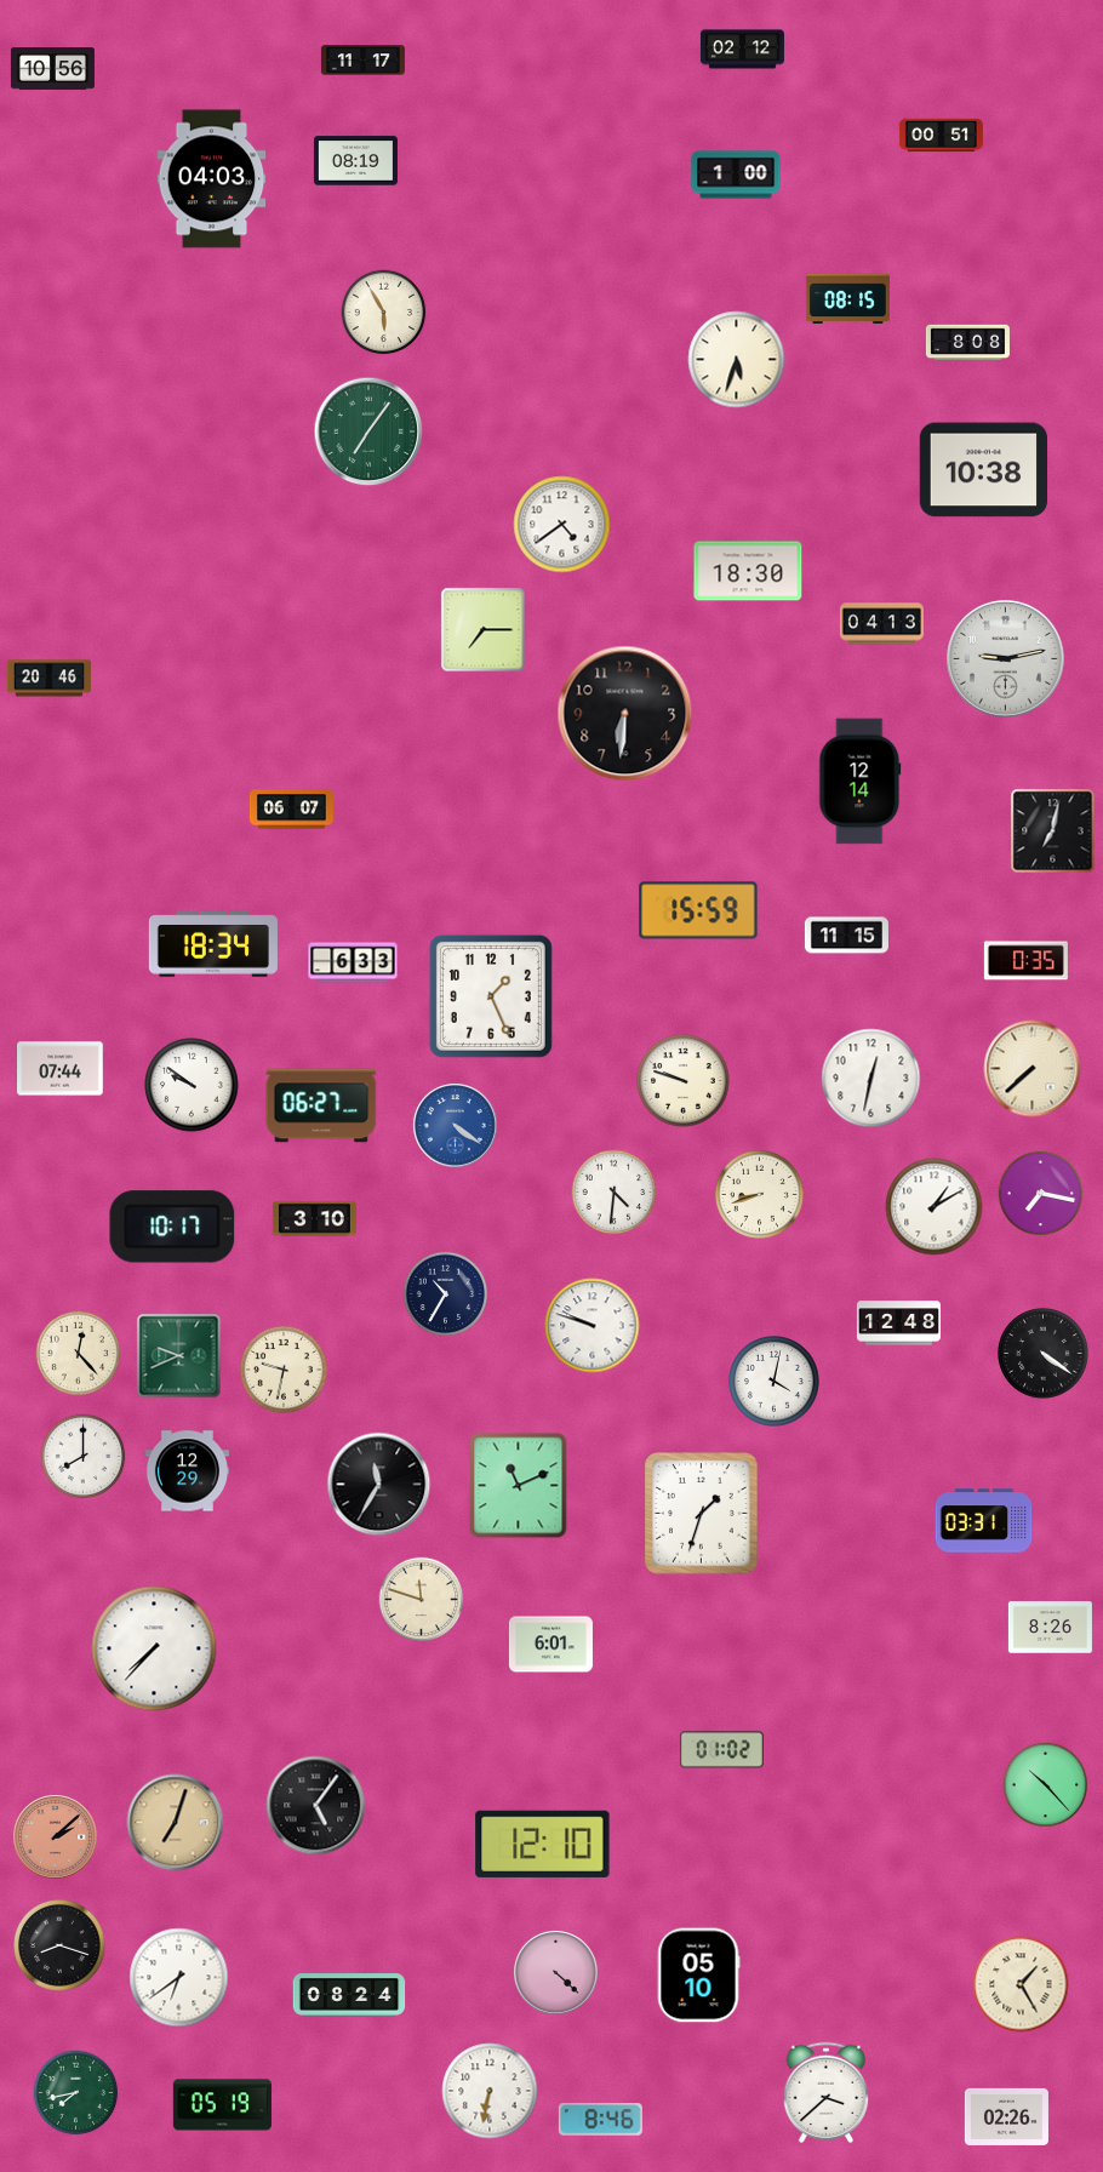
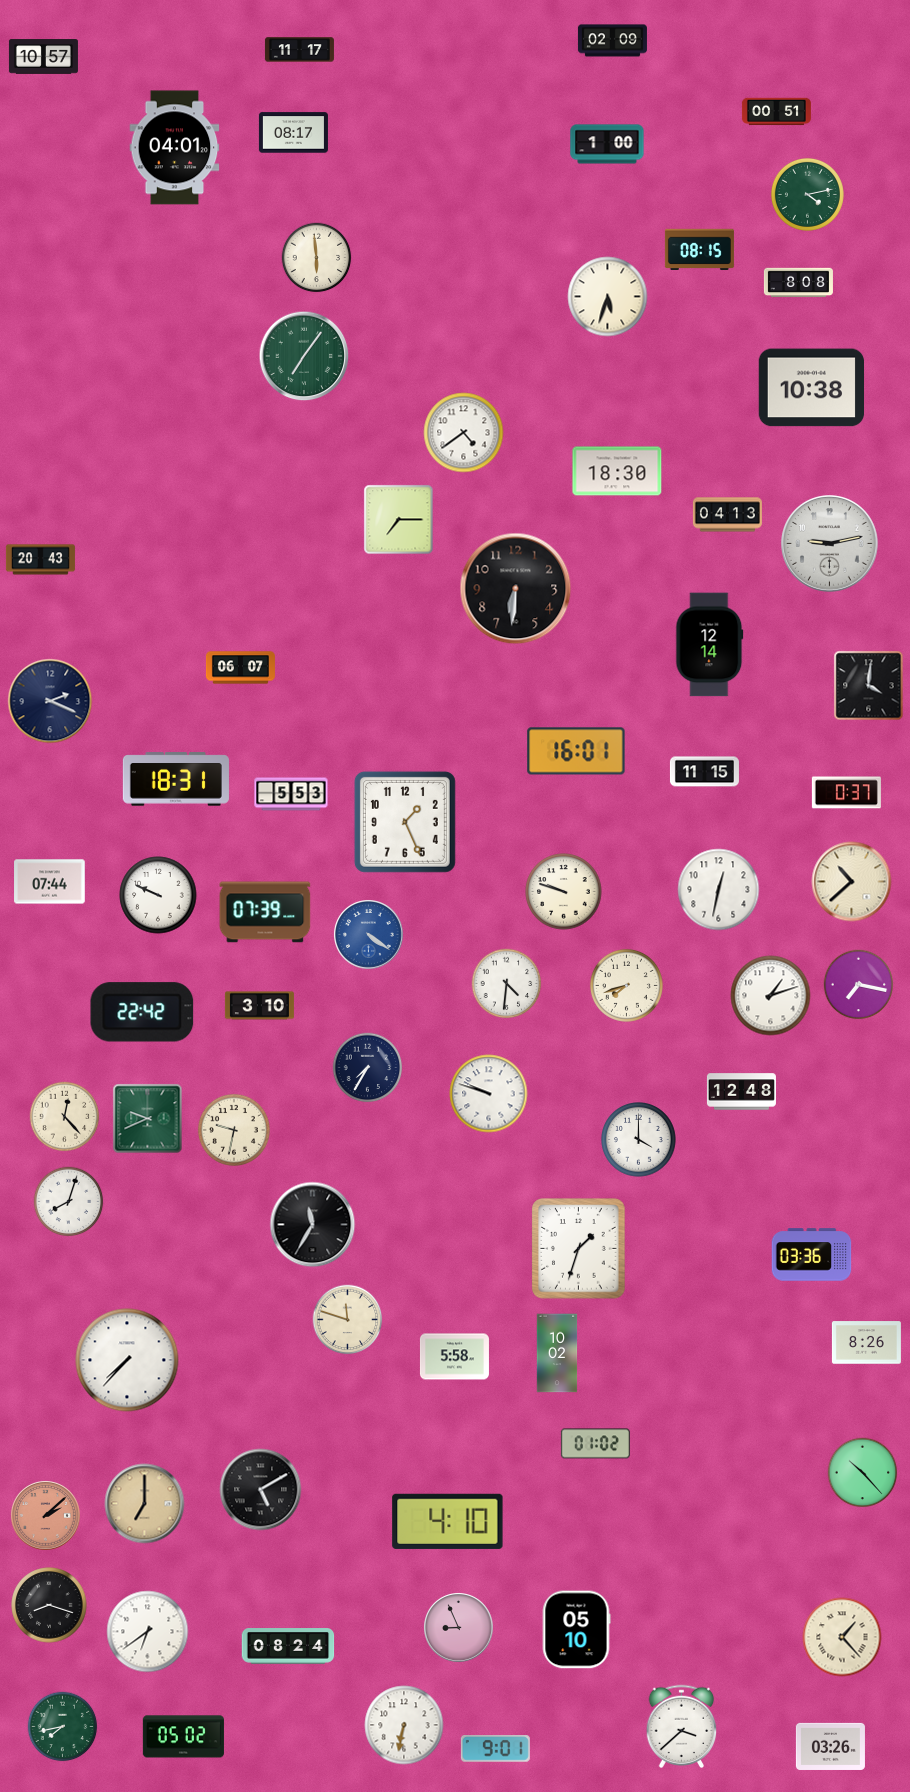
clock at (742, 50): 02:12 -> 02:09
clock at (52, 69): 10:56 -> 10:57
clock at (355, 161): 08:19 -> 08:17
clock at (212, 179): 04:03 -> 04:01
clock at (807, 194): none -> 4:13
clock at (847, 299) position: (847, 299) -> (699, 250)
clock at (384, 313): 5:55 -> 5:59
clock at (48, 679): 20:46 -> 20:43
clock at (1053, 831): 7:02 -> 4:01
clock at (50, 701): none -> 2:19
clock at (698, 910): 15:59 -> 16:01
clock at (846, 936) position: (846, 936) -> (704, 772)
clock at (213, 944): 18:34 -> 18:31
clock at (1025, 961): 0:35 -> 0:37
clock at (353, 962): 6:33 -> 5:53
clock at (1033, 1069): 7:38 -> 10:38
clock at (192, 1085): 9:51 -> 9:49
clock at (321, 1105): 06:27 -> 07:39
clock at (456, 1126) position: (456, 1126) -> (369, 935)
clock at (759, 1194): 8:42 -> 7:42
clock at (935, 1207): 1:10 -> 1:12
clock at (172, 1227): 10:17 -> 22:42
clock at (446, 1294): 10:35 -> 7:35
clock at (1044, 1354): 4:21 -> none
clock at (775, 1382): 4:02 -> 4:00
clock at (84, 1457): 8:00 -> 8:03
clock at (187, 1471): 12:29 -> none
clock at (519, 1486): 11:11 -> none
clock at (984, 1521): 03:31 -> 03:36
clock at (557, 1353): none -> 10:02
clock at (550, 1645): 6:01 -> 5:58
clock at (316, 1806): 5:06 -> 5:10
clock at (176, 1823): 7:03 -> 7:00
clock at (543, 1844): 12:10 -> 4:10
clock at (556, 1973): 4:22 -> 8:56
clock at (1021, 1984): 1:25 -> 1:23
clock at (222, 2105): 05:19 -> 05:02
clock at (1006, 2116): 02:26 -> 03:26
clock at (600, 2120): 8:46 -> 9:01
